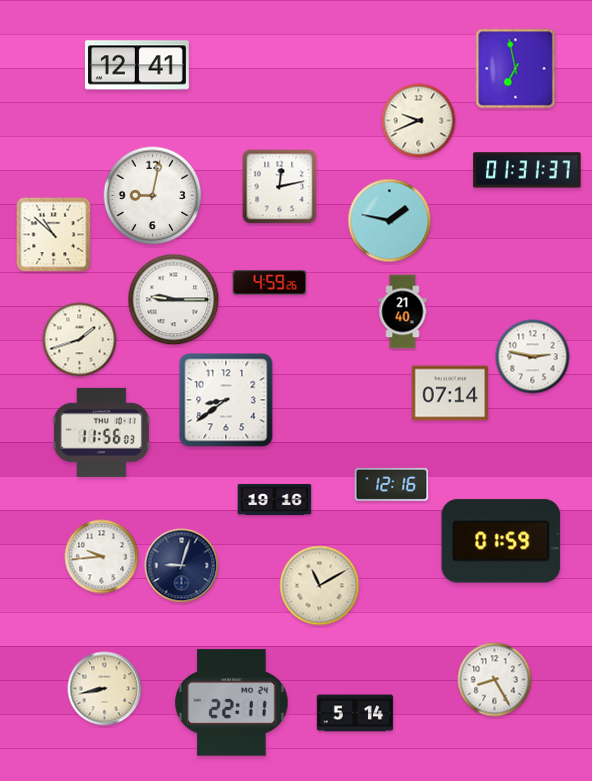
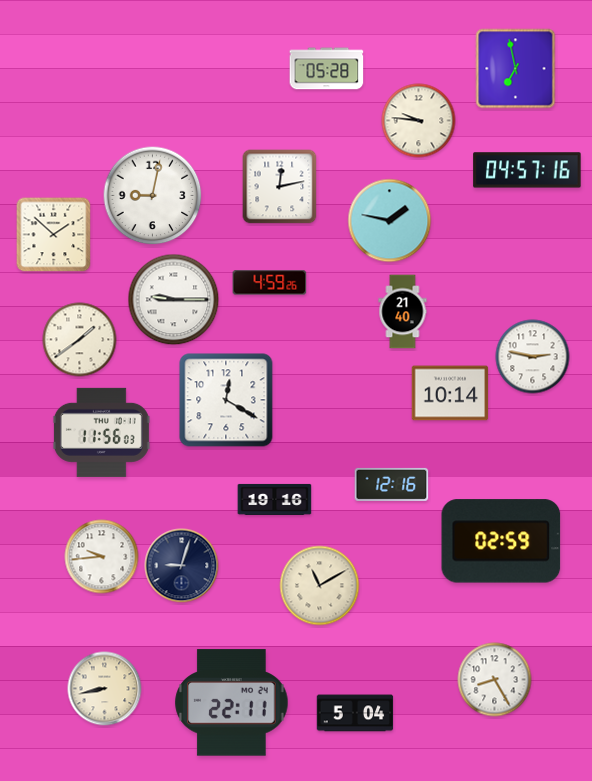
clock at (137, 65): 12:41 -> none
clock at (327, 69): none -> 05:28
clock at (419, 121): 9:41 -> 9:46
clock at (527, 170): 01:31 -> 04:57
clock at (54, 235): 10:52 -> 1:52
clock at (80, 340): 1:42 -> 1:39
clock at (450, 393): 07:14 -> 10:14
clock at (226, 400): 8:39 -> 12:20
clock at (501, 541): 01:59 -> 02:59
clock at (355, 713): 5:14 -> 5:04
